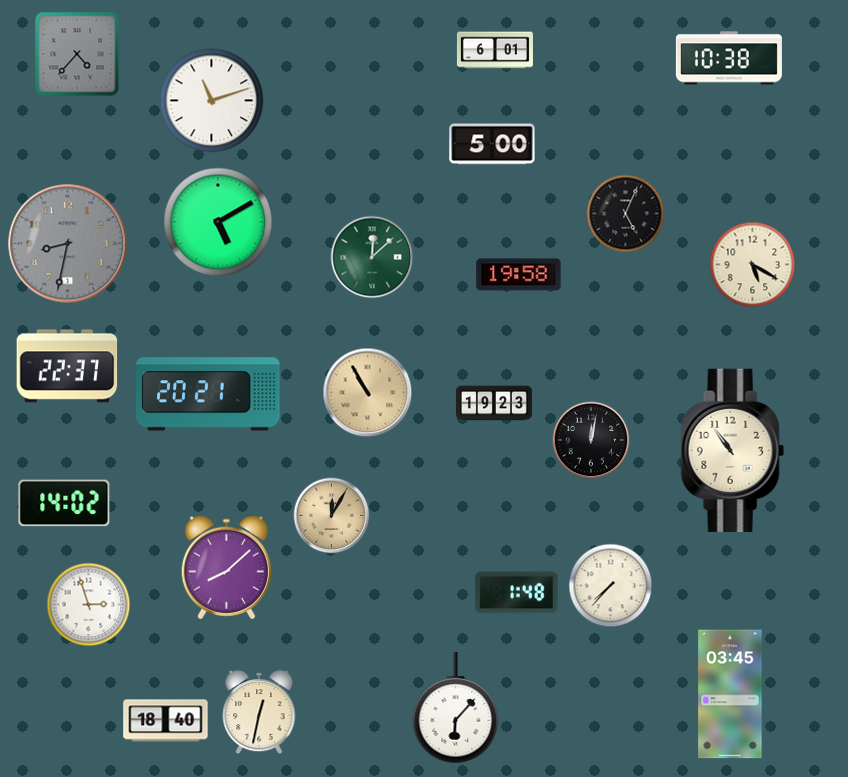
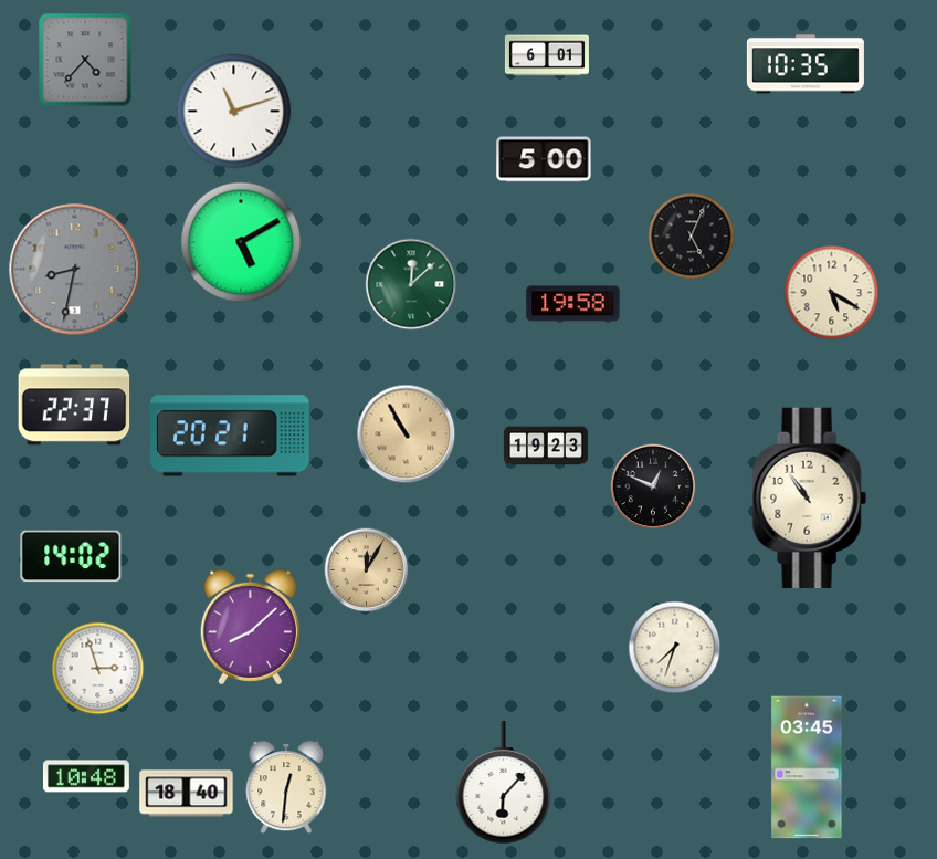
clock at (729, 58): 10:38 -> 10:35
clock at (218, 222) position: (218, 222) -> (241, 242)
clock at (591, 440): 12:02 -> 12:49
clock at (611, 586): 7:37 -> 7:33
clock at (517, 593): 1:48 -> none
clock at (86, 776): none -> 10:48
clock at (259, 712): 12:32 -> 12:31
clock at (166, 721) position: (166, 721) -> (187, 794)
